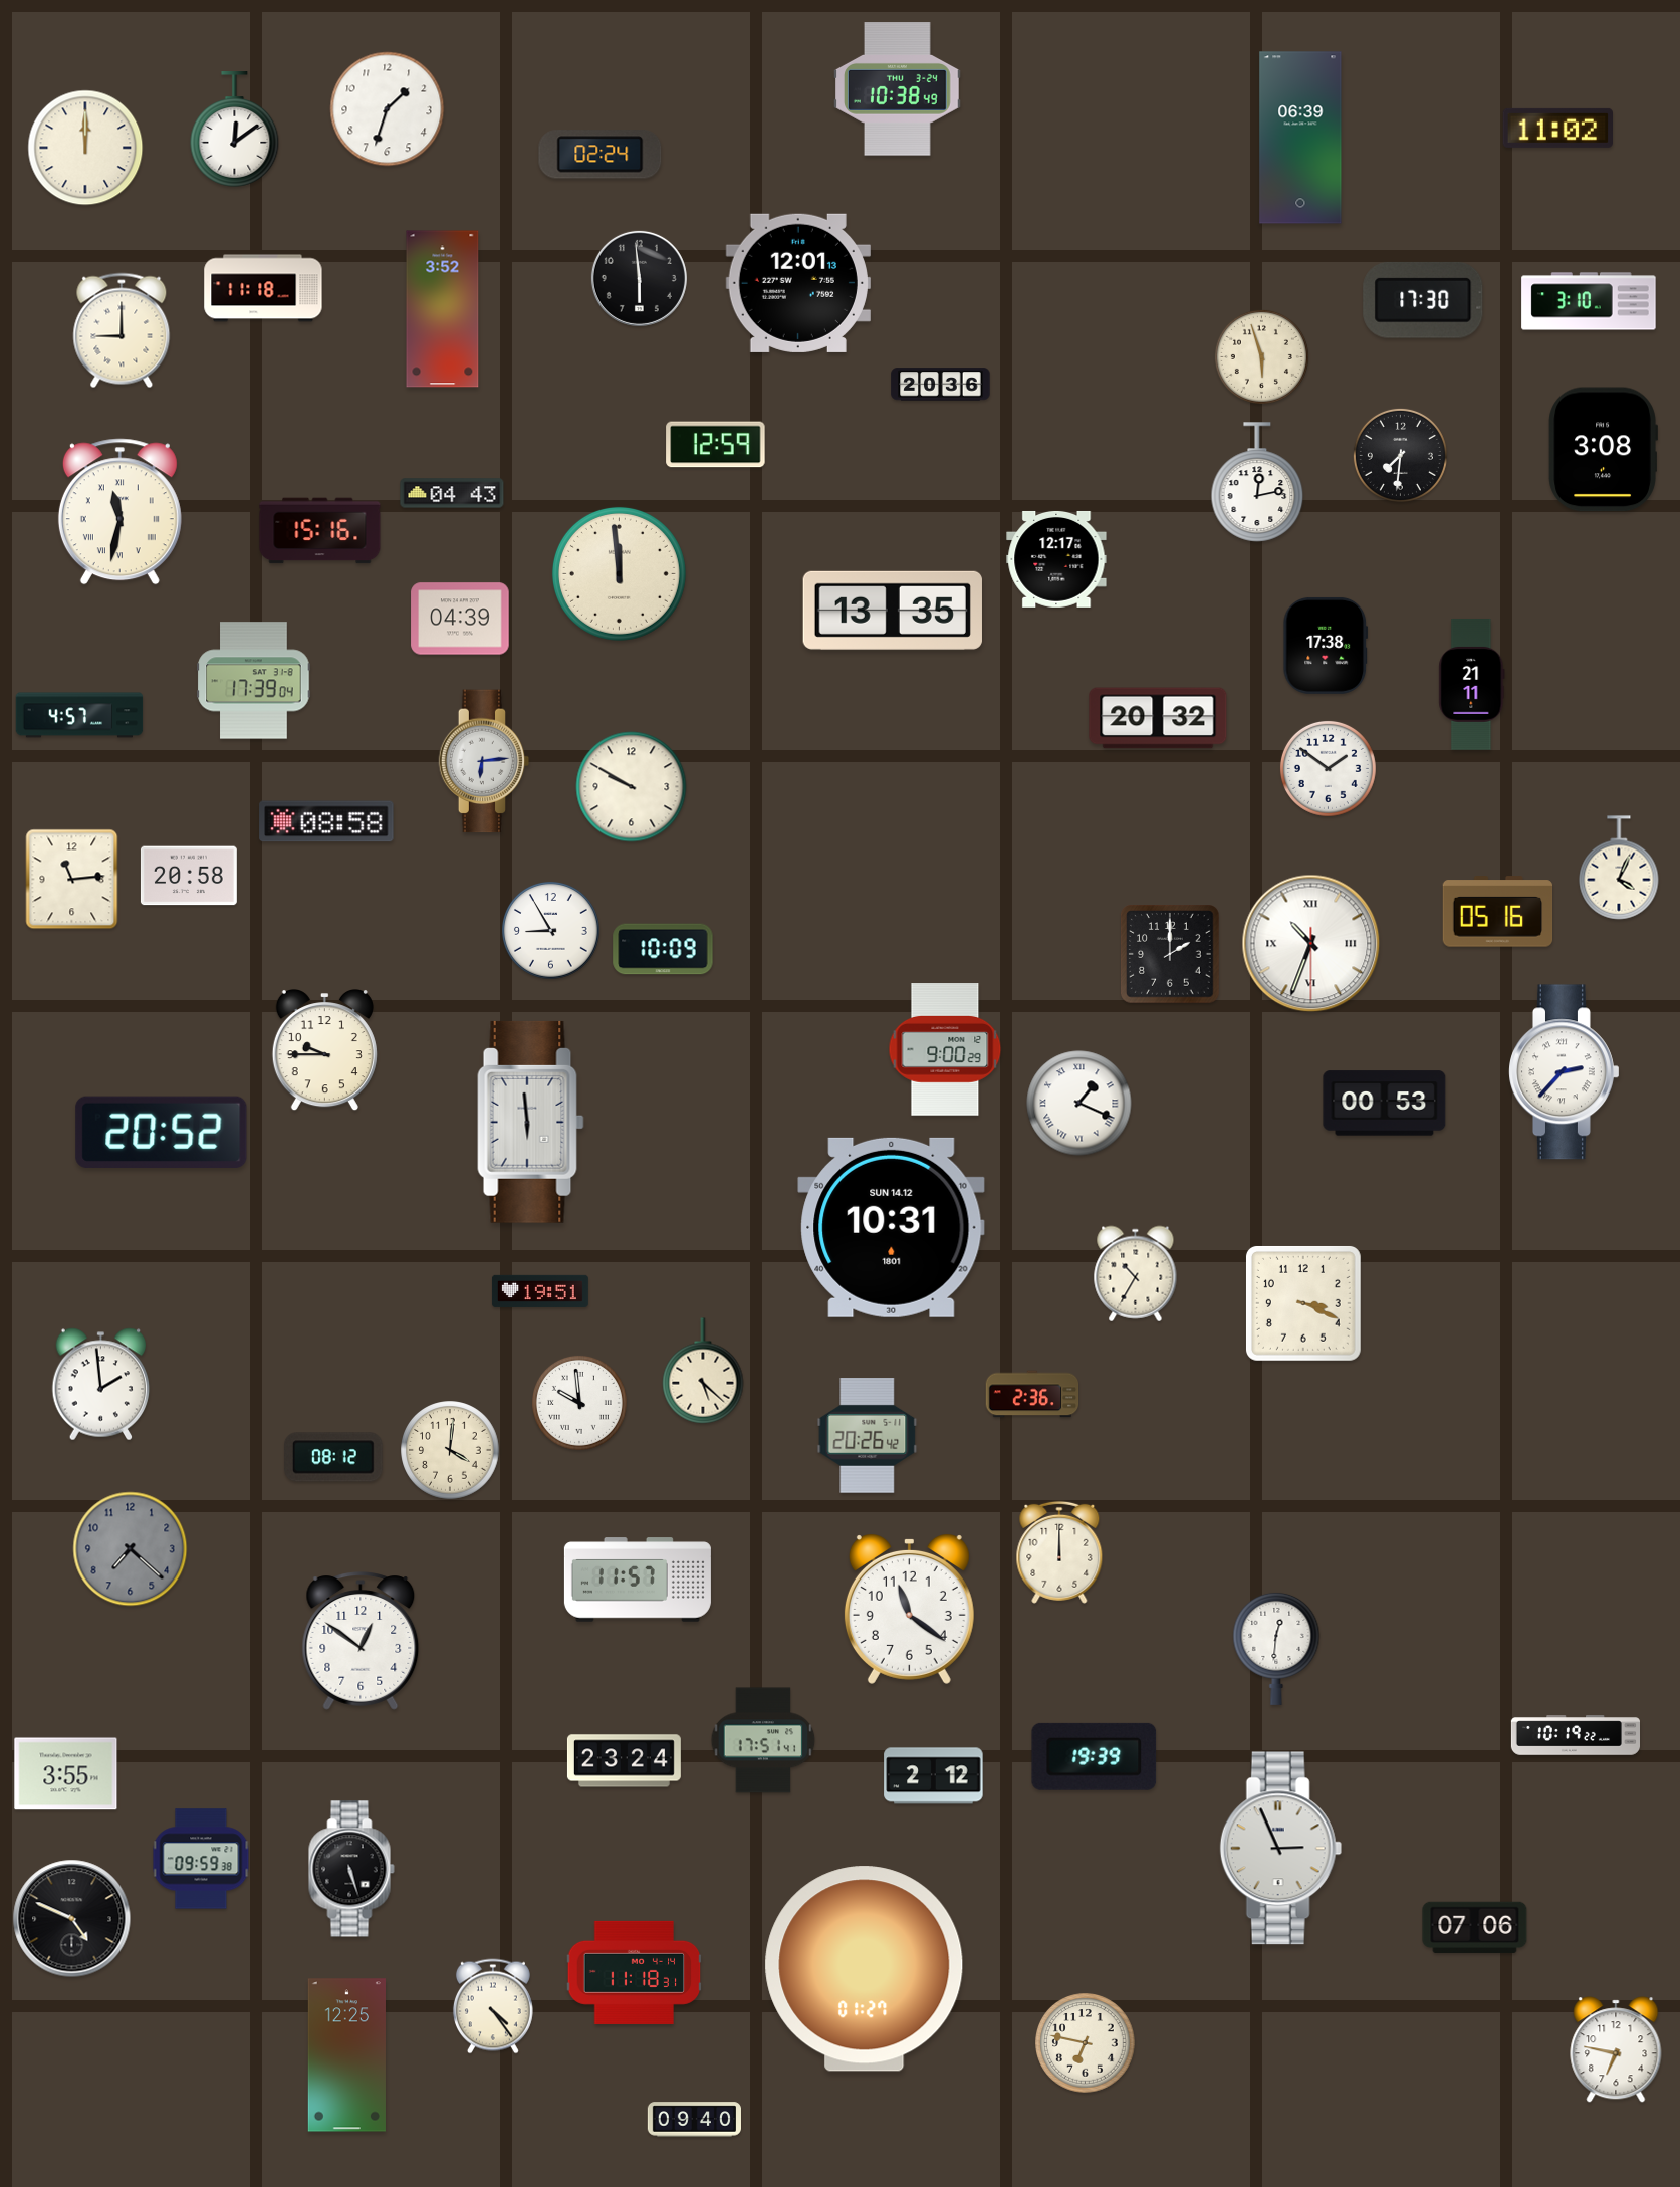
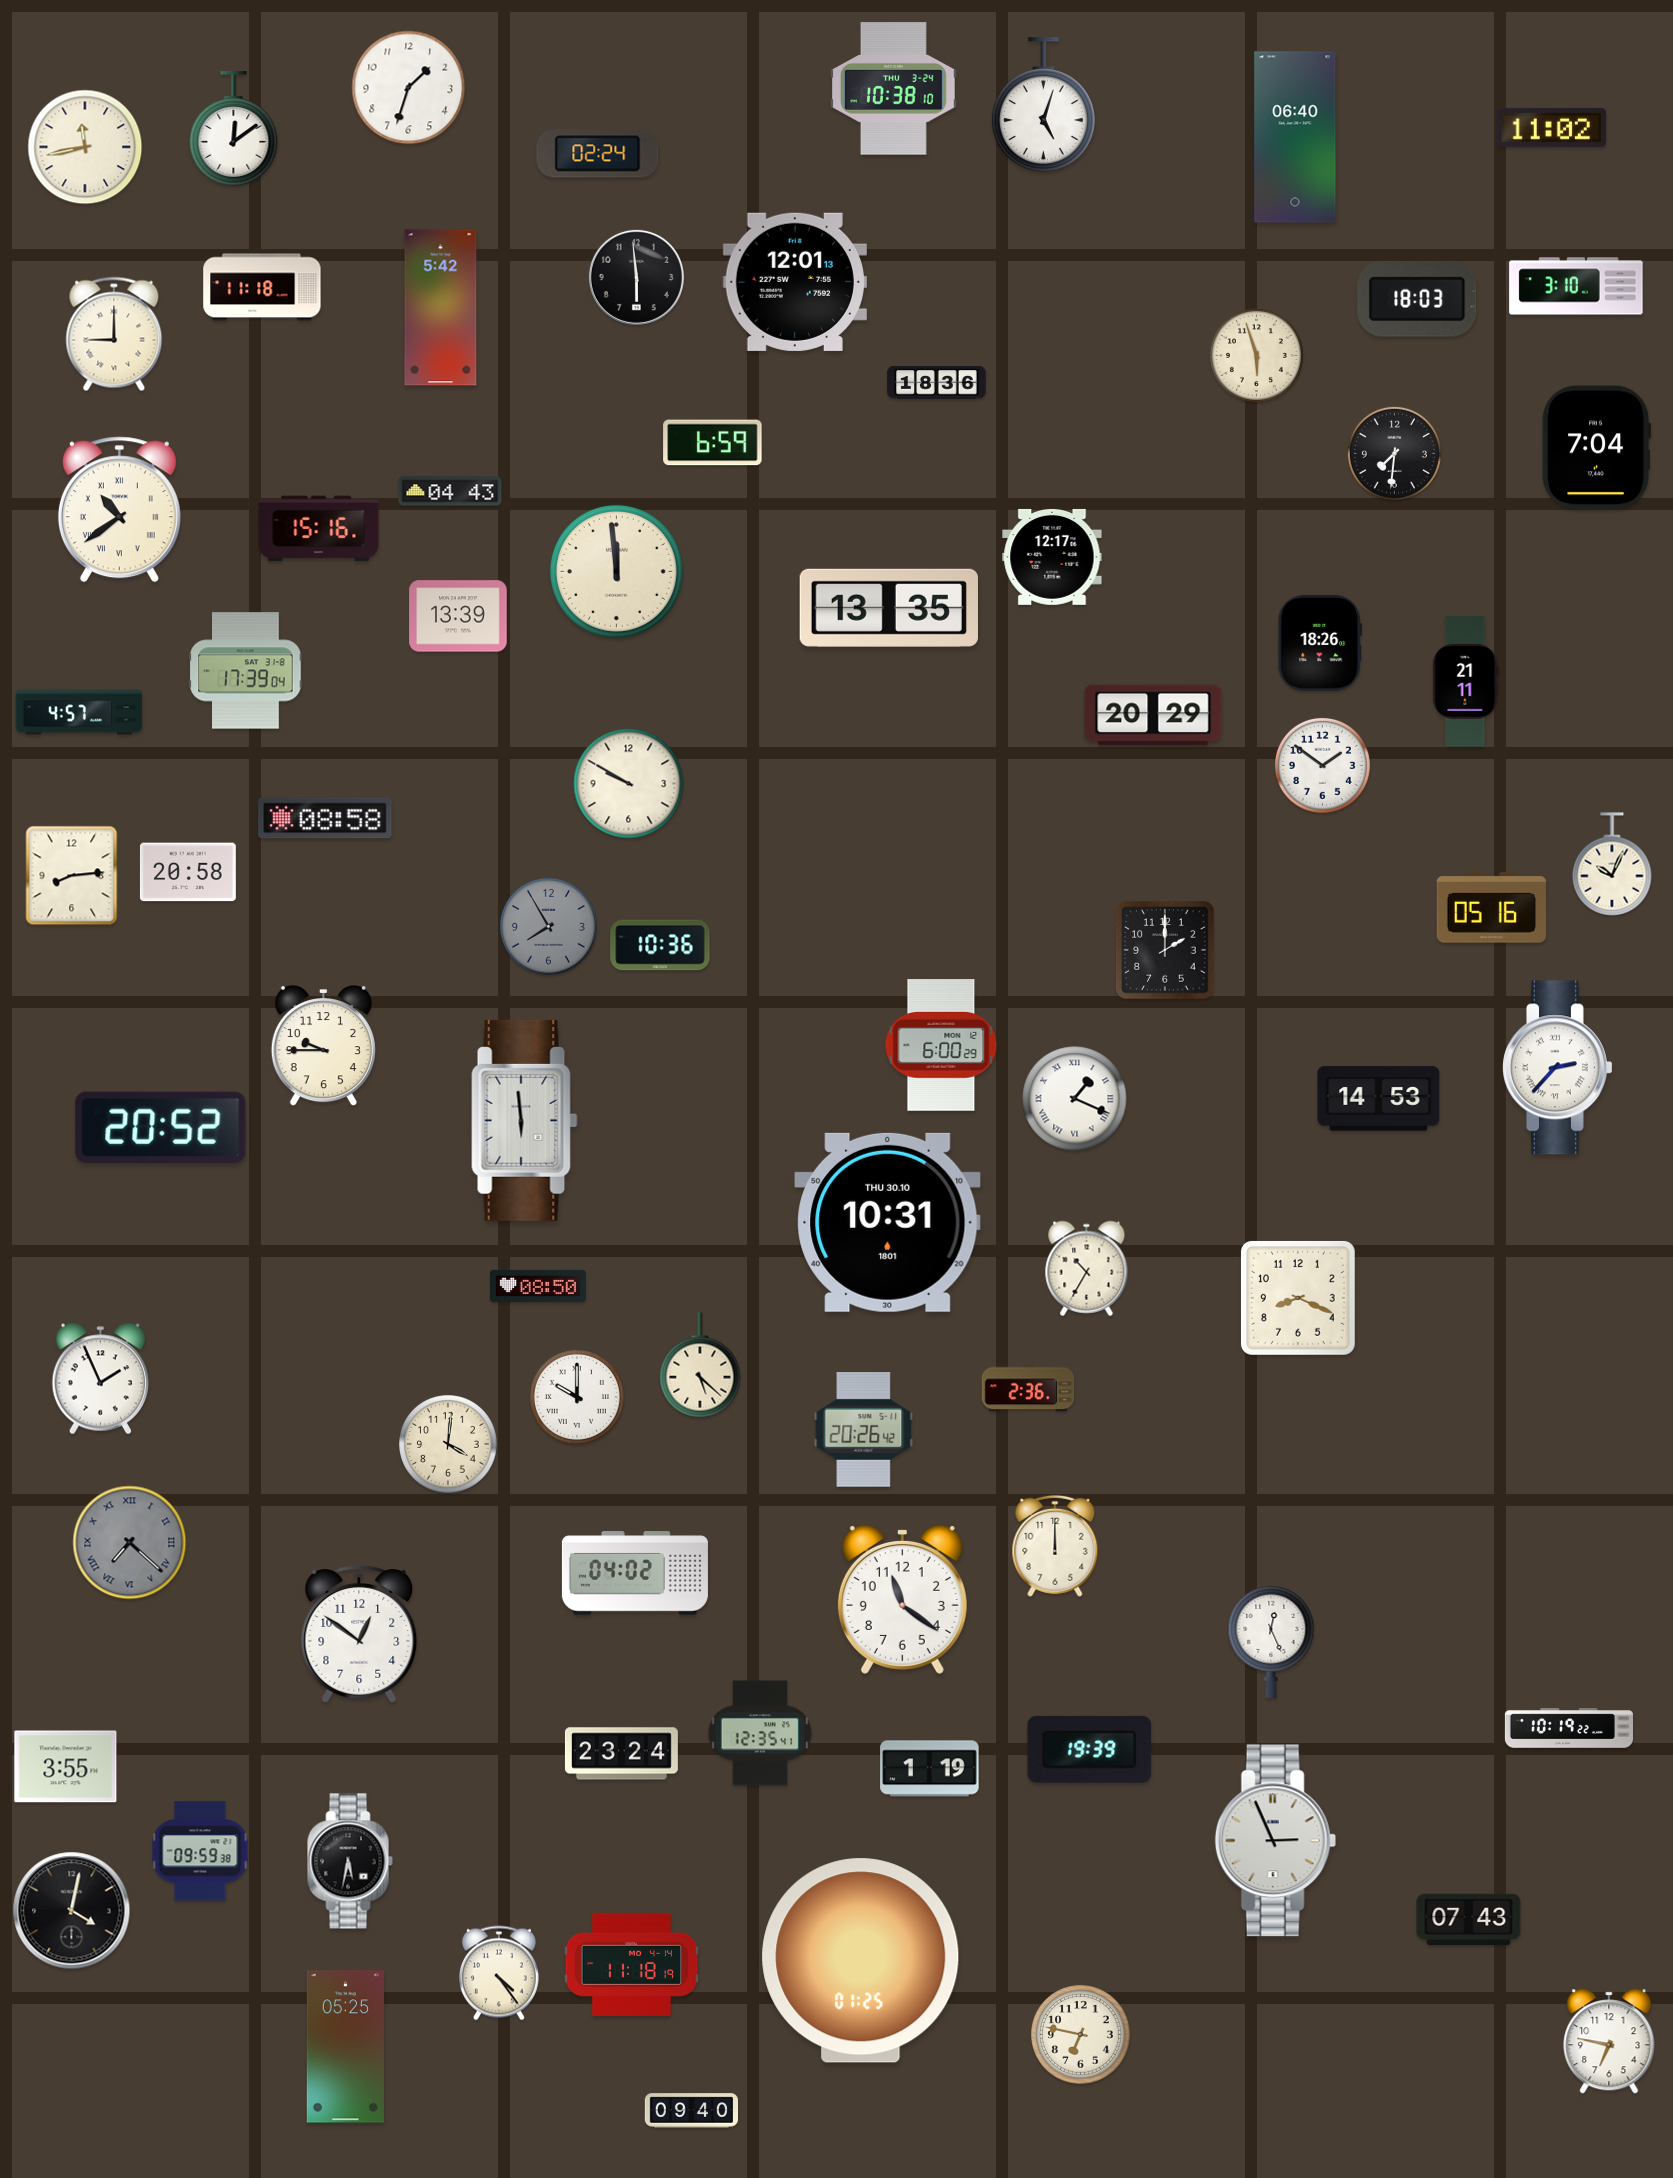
clock at (898, 89): 10:38:49 -> 10:38:10
clock at (1043, 105): none -> 5:03
clock at (388, 109) position: (388, 109) -> (409, 88)
clock at (1300, 138): 06:39 -> 06:40
clock at (85, 148): 12:00 -> 11:43
clock at (1423, 300): 17:30 -> 18:03
clock at (1589, 301) position: (1589, 301) -> (1576, 286)
clock at (443, 309): 3:52 -> 5:42
clock at (122, 330) position: (122, 330) -> (114, 334)
clock at (941, 385): 20:36 -> 18:36
clock at (716, 445): 12:59 -> 6:59
clock at (1603, 450): 3:08 -> 7:04
clock at (1257, 482): 12:13 -> none
clock at (119, 512): 11:32 -> 10:39
clock at (460, 619): 04:39 -> 13:39
clock at (1326, 646): 17:38 -> 18:26
clock at (254, 681) position: (254, 681) -> (246, 671)
clock at (1158, 718): 20:32 -> 20:29
clock at (484, 761): 6:14 -> none
clock at (1619, 868): 4:04 -> 10:04
clock at (72, 880): 11:14 -> 8:14
clock at (551, 931): 8:55 -> 7:55
clock at (551, 931) dial: white -> grey
clock at (1311, 944): 10:33 -> none
clock at (663, 949): 10:09 -> 10:36
clock at (945, 1049): 9:00 -> 6:00
clock at (1385, 1104): 00:53 -> 14:53
clock at (531, 1122) position: (531, 1122) -> (525, 1120)
clock at (892, 1227) date: SUN 14.12 -> THU 30.10
clock at (1136, 1274) position: (1136, 1274) -> (1087, 1269)
clock at (540, 1291): 19:51 -> 08:50
clock at (1303, 1303): 3:19 -> 8:19
clock at (101, 1385): 1:59 -> 1:56
clock at (579, 1403): 9:59 -> 10:00
clock at (334, 1457): 08:12 -> none
clock at (131, 1549) numerals: Arabic -> Roman
clock at (638, 1580): 11:57 -> 04:02
clock at (909, 1610) position: (909, 1610) -> (902, 1600)
clock at (1276, 1648): 12:31 -> 12:26
clock at (763, 1740): 17:51 -> 12:35
clock at (934, 1776): 2:12 -> 1:19
clock at (351, 1869): 5:27 -> 5:32
clock at (72, 1919): 4:49 -> 4:02
clock at (1475, 1928): 07:06 -> 07:43
clock at (865, 1969): 01:27 -> 01:25
clock at (635, 1972): 11:18:31 -> 11:18:19
clock at (493, 2006) position: (493, 2006) -> (499, 1973)
clock at (346, 2055): 12:25 -> 05:25
